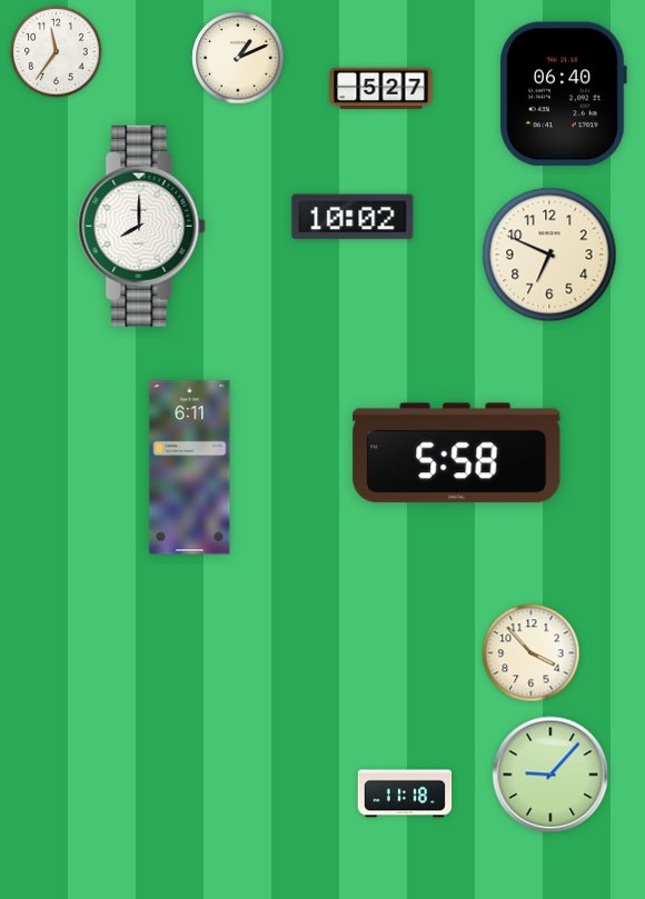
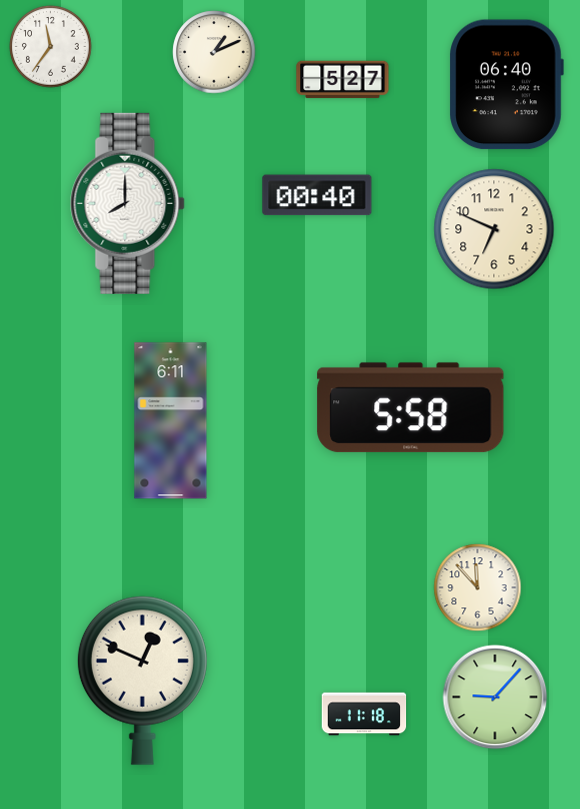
clock at (353, 217): 10:02 -> 00:40
clock at (532, 653): 3:53 -> 11:53
clock at (142, 680): none -> 12:49
